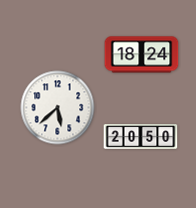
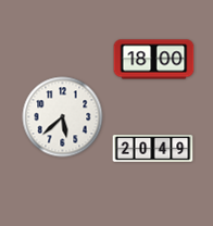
clock at (142, 55): 18:24 -> 18:00
clock at (141, 137): 20:50 -> 20:49
